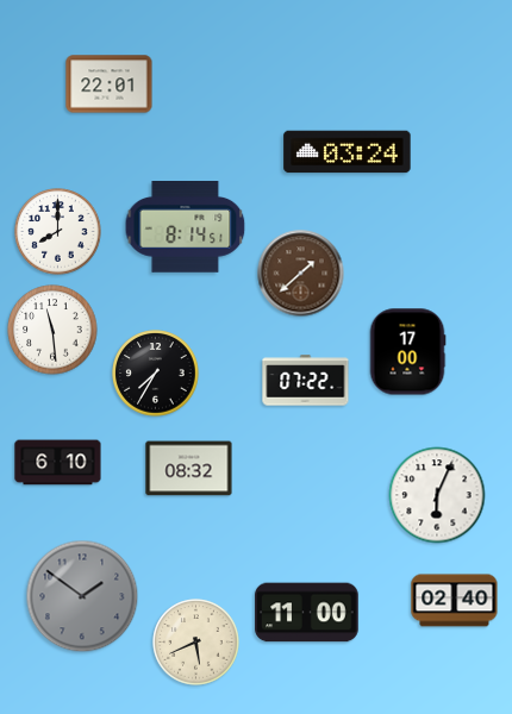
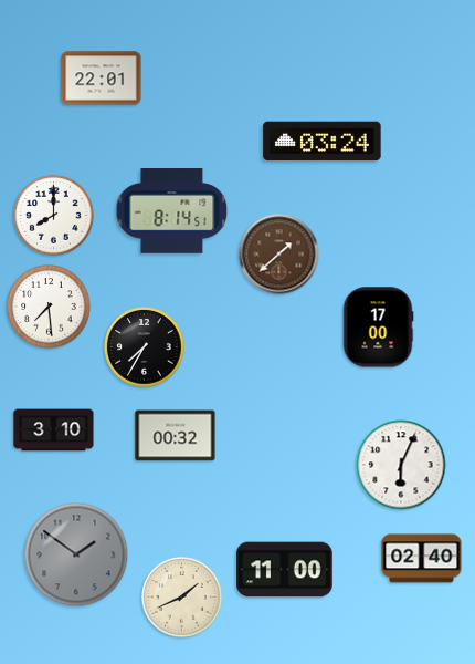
clock at (52, 330): 11:29 -> 7:29
clock at (306, 381): 07:22 -> none
clock at (58, 463): 6:10 -> 3:10
clock at (189, 469): 08:32 -> 00:32
clock at (437, 495) position: (437, 495) -> (401, 465)
clock at (196, 643): 5:41 -> 1:41
